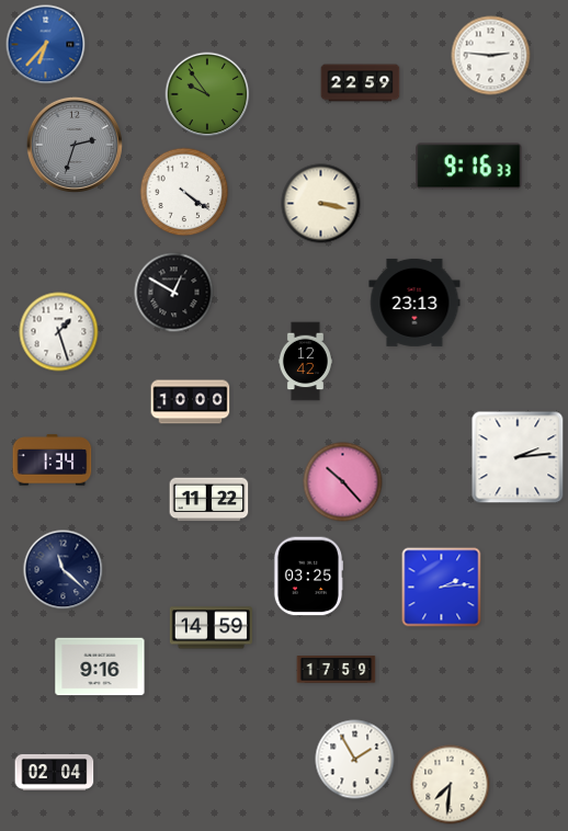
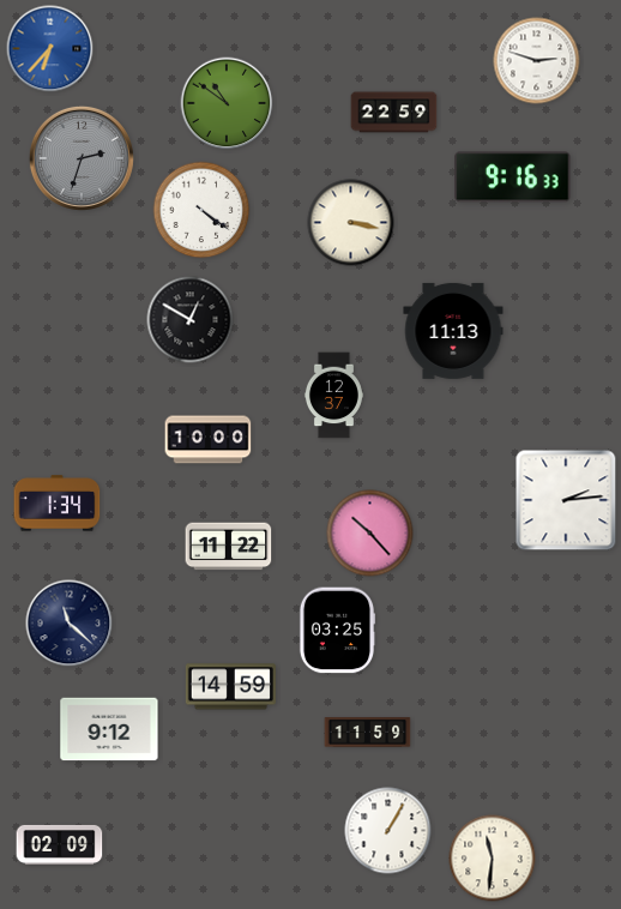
clock at (491, 56): 2:46 -> 2:48
clock at (361, 83) position: (361, 83) -> (394, 113)
clock at (207, 94): 9:54 -> 10:51
clock at (469, 167) position: (469, 167) -> (513, 177)
clock at (414, 303): 23:13 -> 11:13
clock at (59, 332): 1:27 -> none
clock at (305, 362): 12:42 -> 12:37
clock at (343, 482) position: (343, 482) -> (370, 534)
clock at (442, 588): 2:14 -> none
clock at (100, 667): 9:16 -> 9:12
clock at (337, 670): 17:59 -> 11:59
clock at (355, 760): 1:55 -> 1:05
clock at (55, 772): 02:04 -> 02:09
clock at (451, 785): 7:31 -> 11:31
